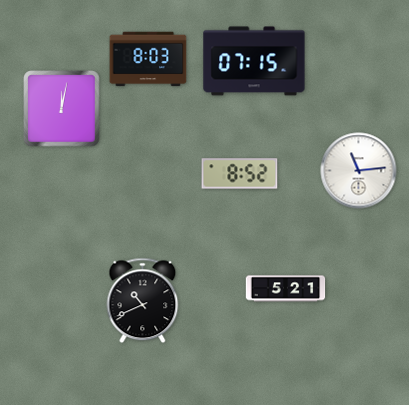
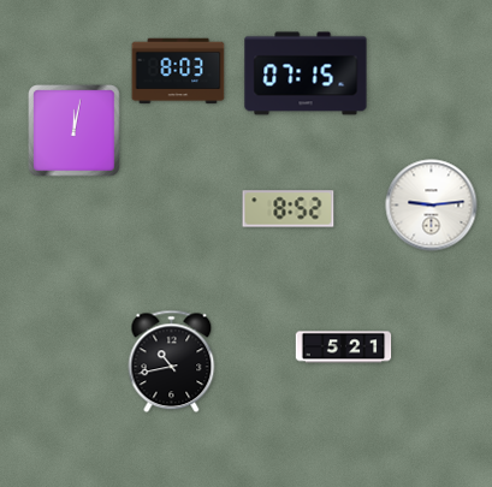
clock at (359, 171): 11:14 -> 9:14
clock at (143, 301): 10:41 -> 10:43
